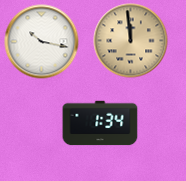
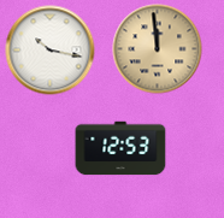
clock at (100, 123): 1:34 -> 12:53
